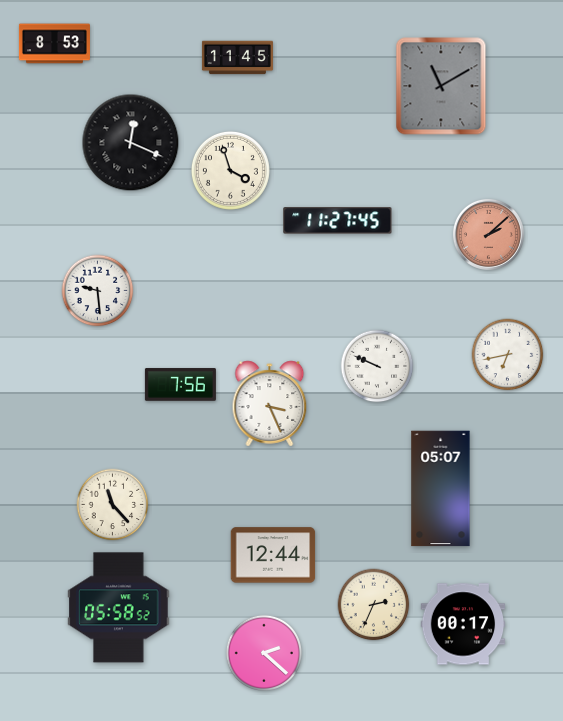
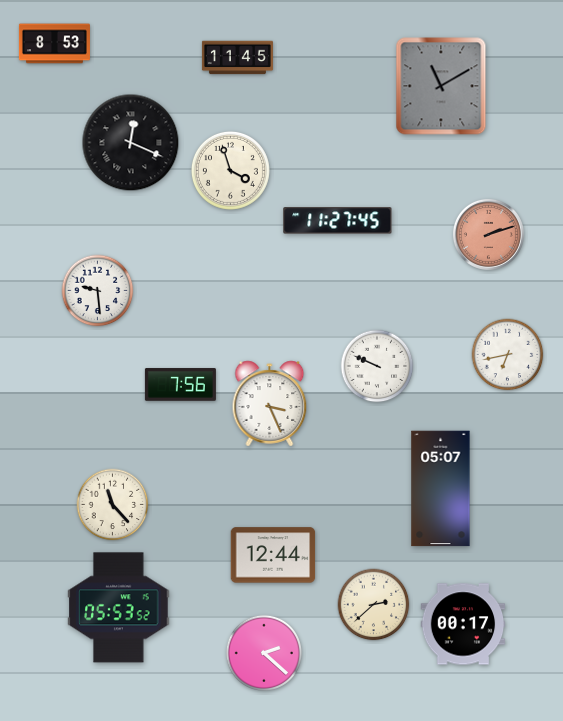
clock at (488, 234): 2:08 -> 2:12
clock at (374, 605): 2:34 -> 2:38
clock at (119, 608): 05:58 -> 05:53
